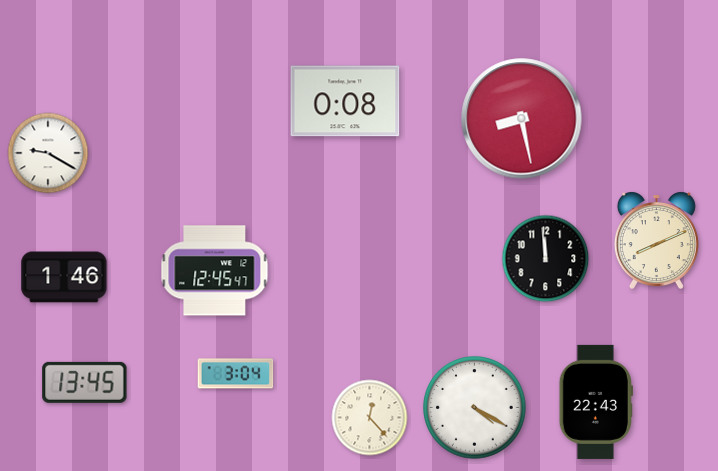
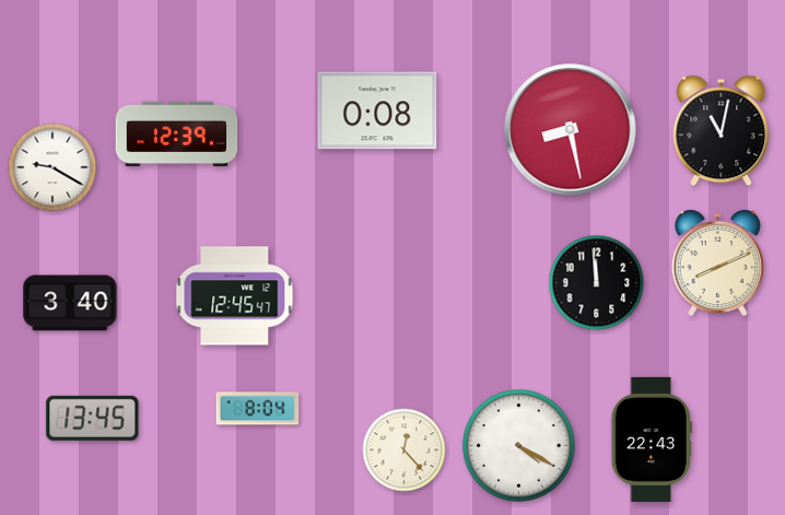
clock at (722, 131): none -> 11:02
clock at (177, 134): none -> 12:39
clock at (64, 277): 1:46 -> 3:40
clock at (236, 374): 3:04 -> 8:04
clock at (370, 418) position: (370, 418) -> (405, 450)
